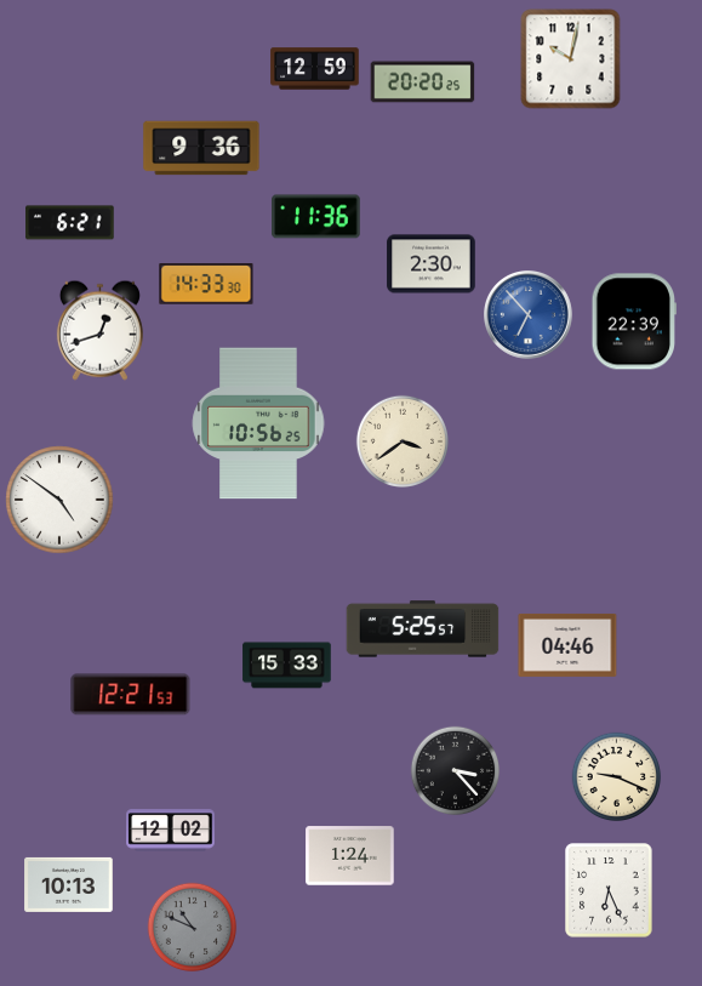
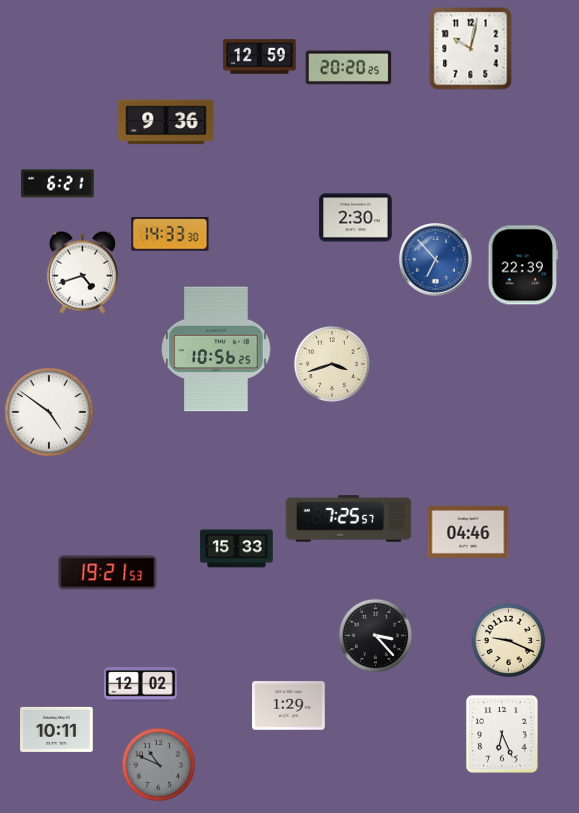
clock at (316, 217): 11:36 -> none
clock at (99, 330): 12:42 -> 4:42
clock at (258, 423) position: (258, 423) -> (216, 349)
clock at (403, 441): 3:39 -> 3:42
clock at (423, 629): 5:25 -> 7:25
clock at (131, 695): 12:21 -> 19:21
clock at (350, 856): 1:24 -> 1:29
clock at (69, 884): 10:13 -> 10:11
